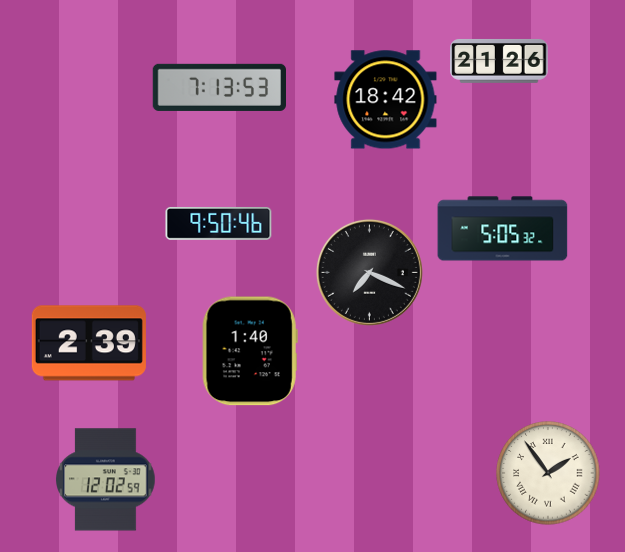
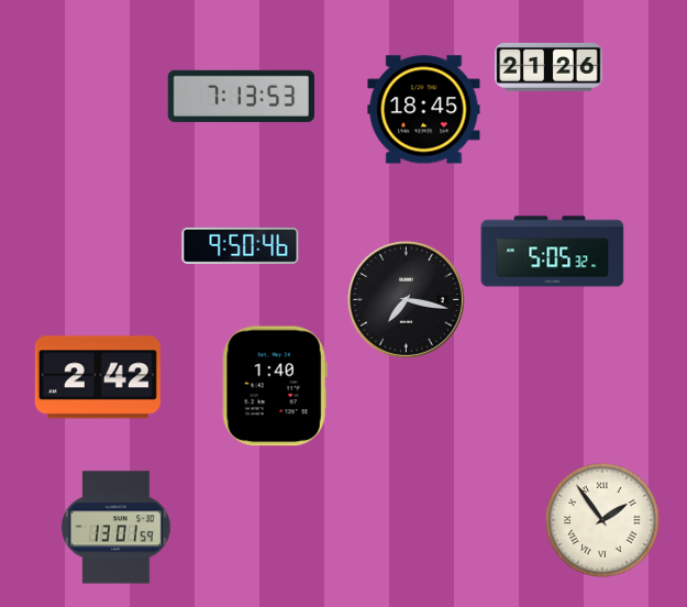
clock at (386, 100): 18:42 -> 18:45
clock at (369, 272): 7:19 -> 7:17
clock at (89, 343): 2:39 -> 2:42
clock at (106, 480): 12:02 -> 13:01
